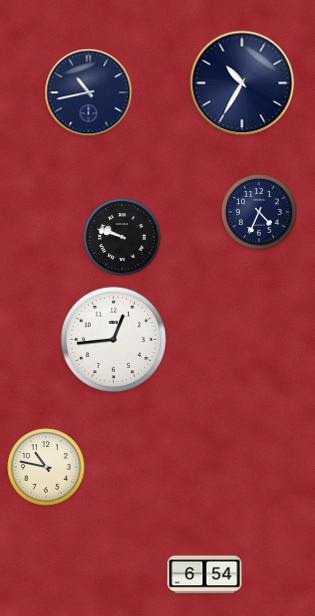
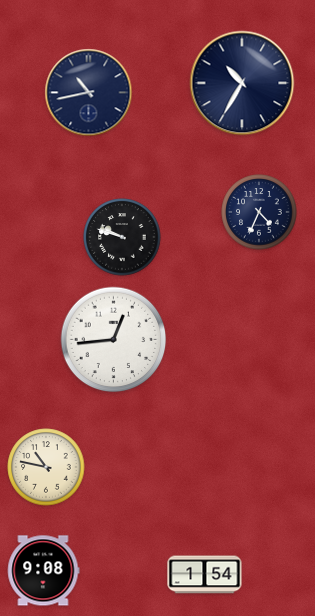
clock at (43, 571): none -> 9:08
clock at (205, 575): 6:54 -> 1:54
